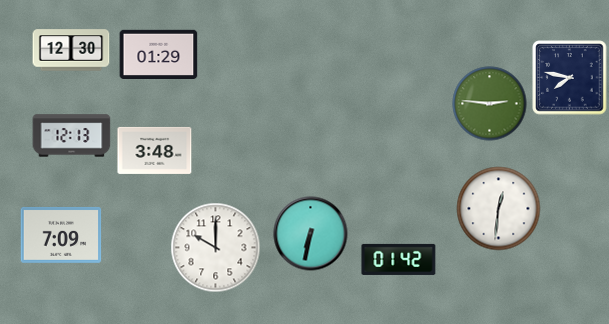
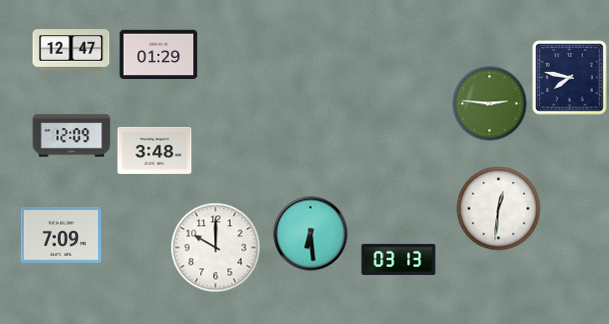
clock at (71, 50): 12:30 -> 12:47
clock at (72, 136): 12:13 -> 12:09
clock at (311, 234): 6:32 -> 6:29
clock at (399, 259): 01:42 -> 03:13
